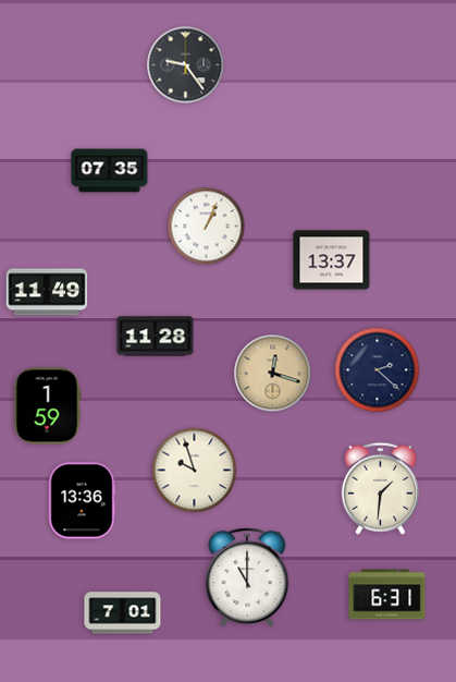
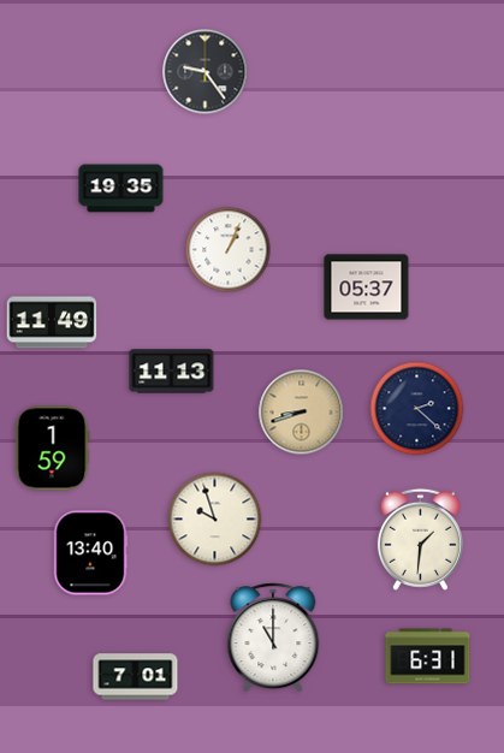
clock at (110, 171): 07:35 -> 19:35
clock at (332, 260): 13:37 -> 05:37
clock at (156, 337): 11:28 -> 11:13
clock at (273, 374): 12:18 -> 8:42
clock at (82, 501): 13:36 -> 13:40
